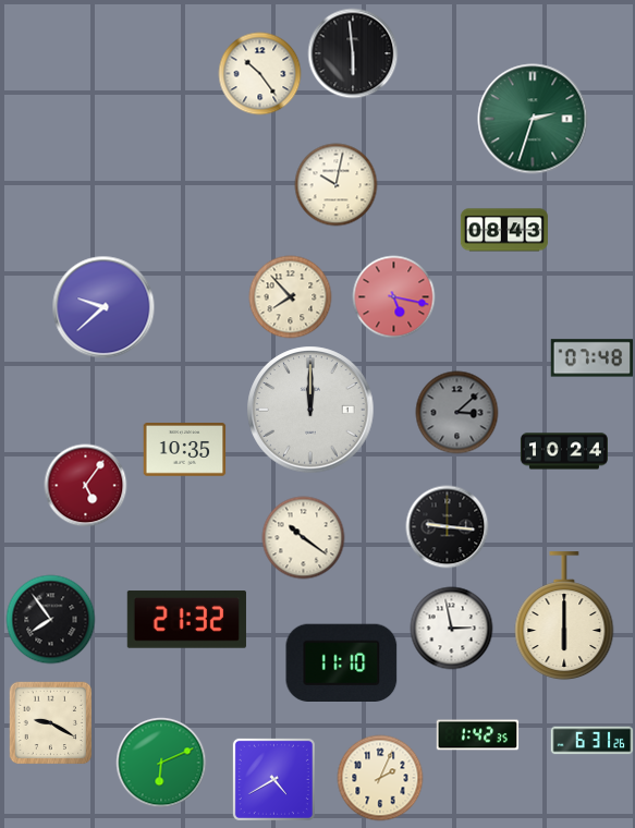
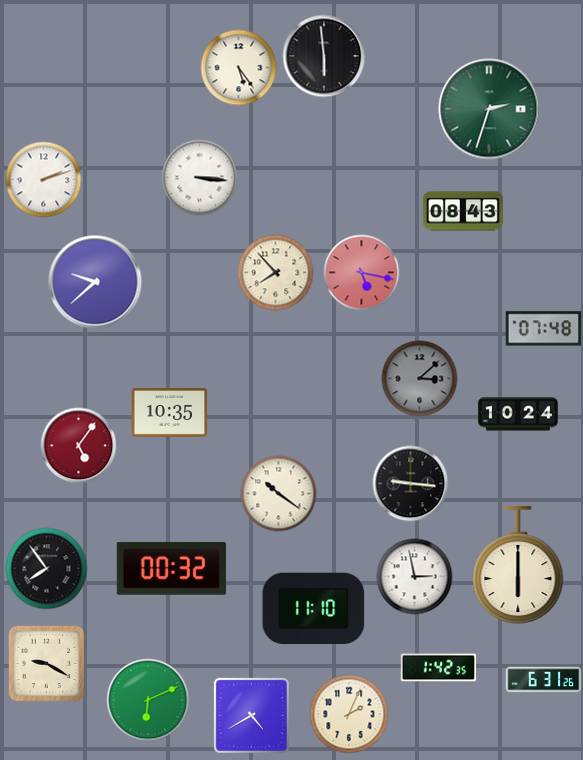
clock at (353, 53) position: (353, 53) -> (324, 56)
clock at (260, 74): 10:24 -> 5:24
clock at (337, 185): 10:02 -> none
clock at (200, 178): none -> 3:16
clock at (44, 180): none -> 2:12
clock at (291, 297) position: (291, 297) -> (276, 273)
clock at (310, 410): 12:00 -> none
clock at (186, 620): 21:32 -> 00:32
clock at (478, 735) position: (478, 735) -> (439, 668)
